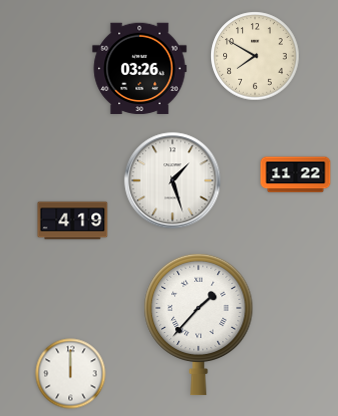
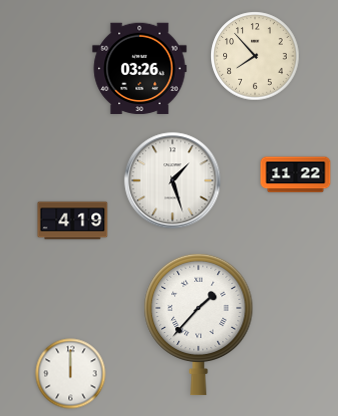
clock at (255, 56): 7:50 -> 7:53
